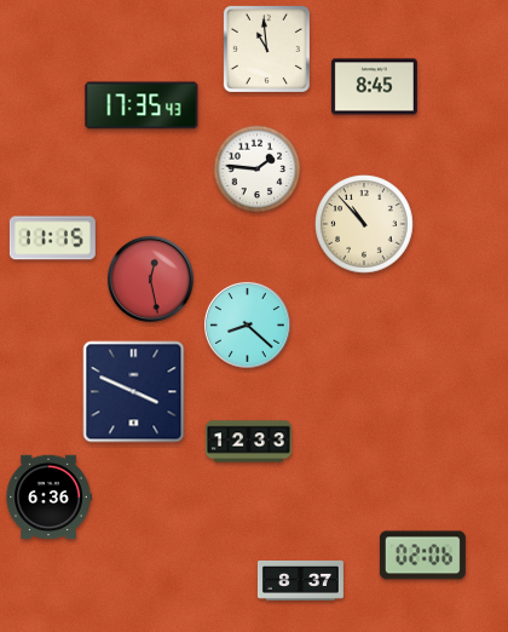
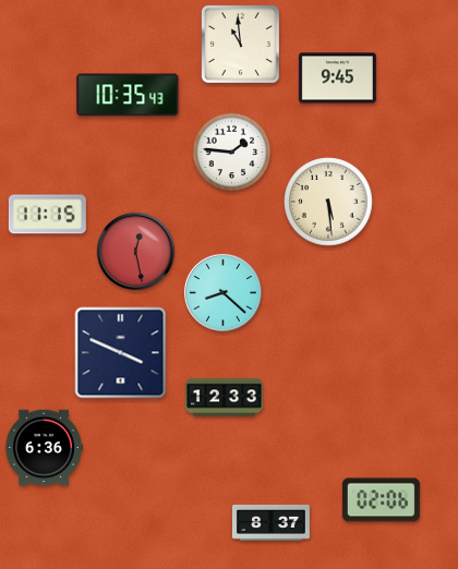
clock at (374, 87): 8:45 -> 9:45
clock at (142, 105): 17:35 -> 10:35
clock at (364, 224): 10:53 -> 5:29
